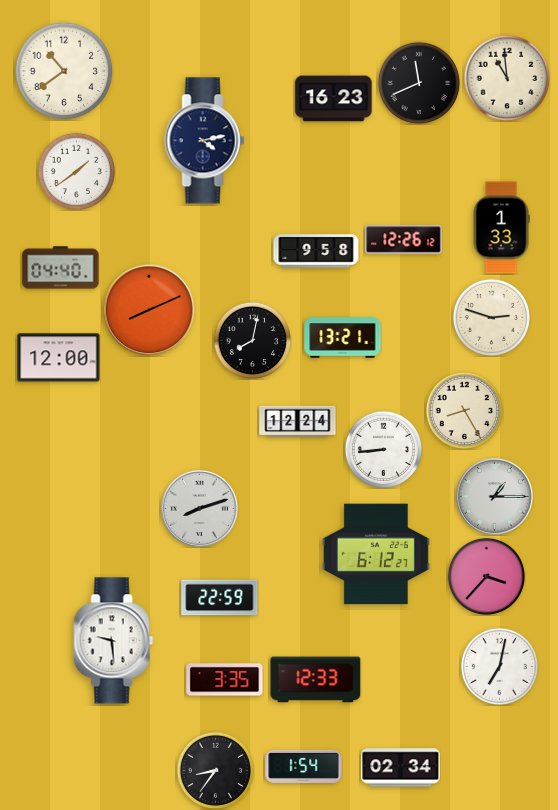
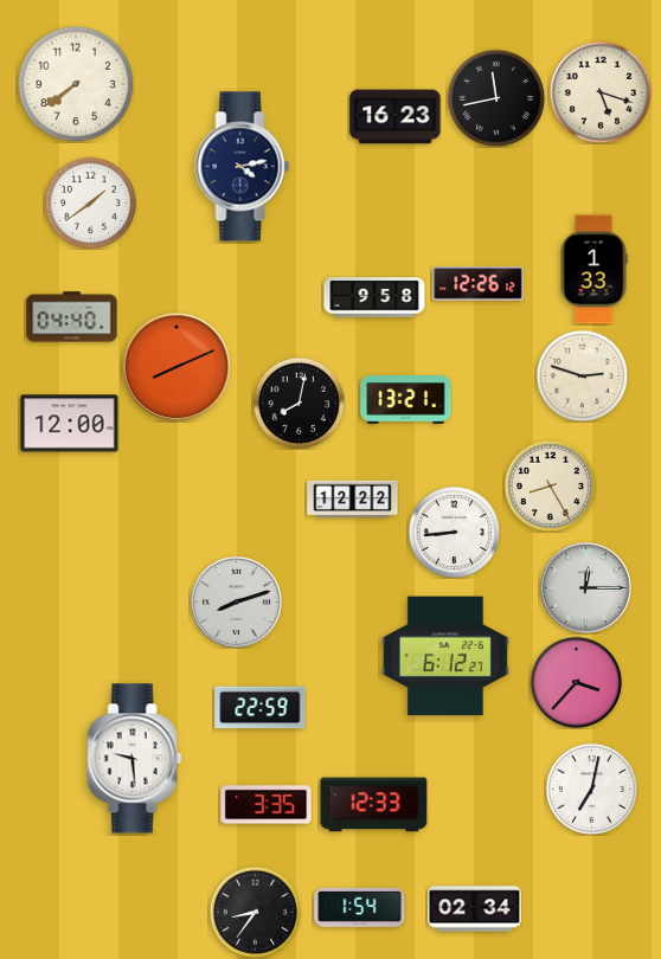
clock at (64, 71): 10:39 -> 7:39
clock at (507, 78): 10:59 -> 5:18
clock at (419, 83): 11:41 -> 11:43
clock at (298, 422): 12:24 -> 12:22
clock at (494, 496): 1:15 -> 12:15
